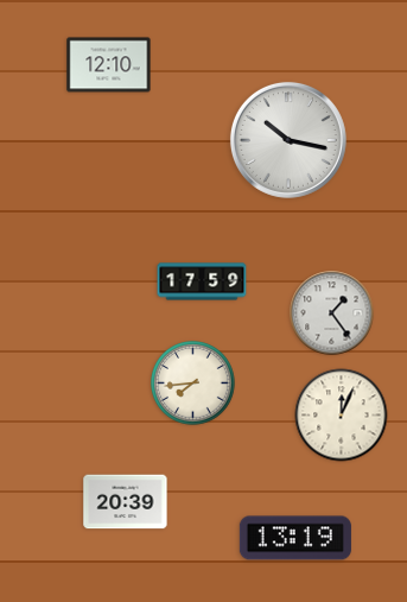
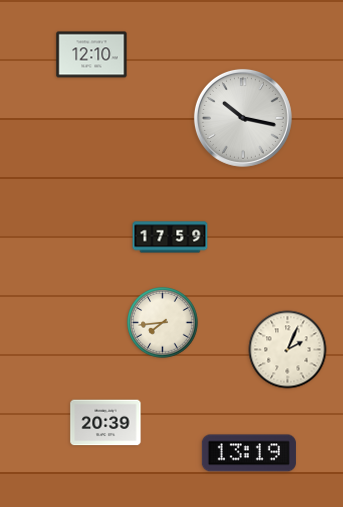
clock at (332, 313): 1:24 -> none
clock at (342, 416): 12:04 -> 2:04
